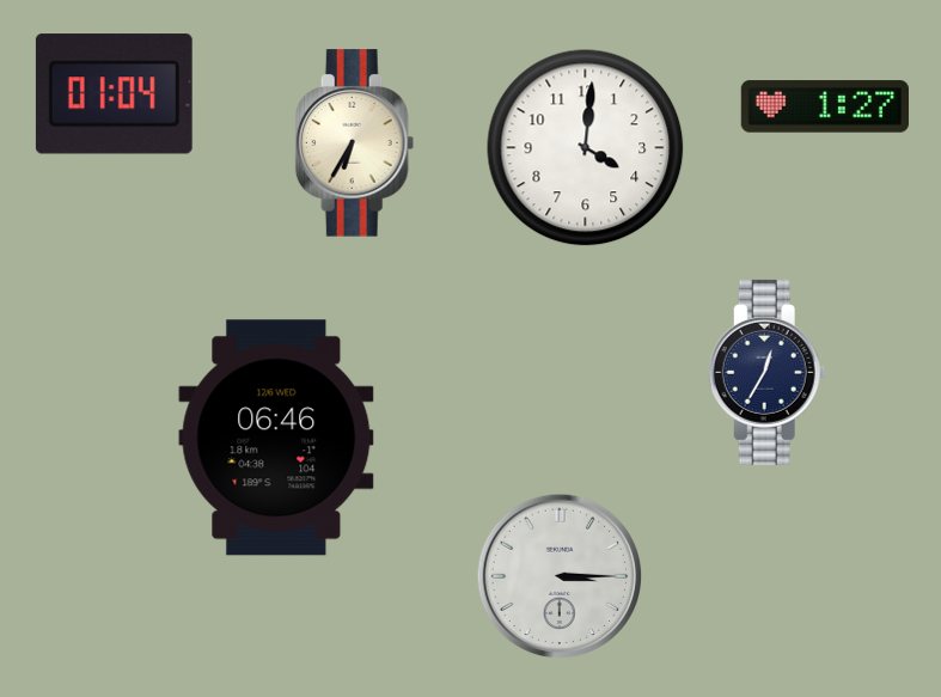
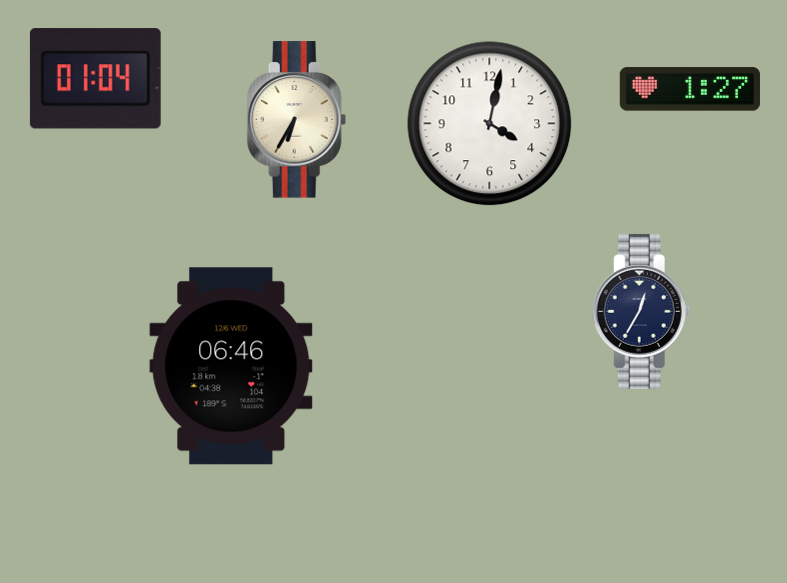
clock at (586, 148): 4:01 -> 4:02
clock at (560, 576): 3:15 -> none
